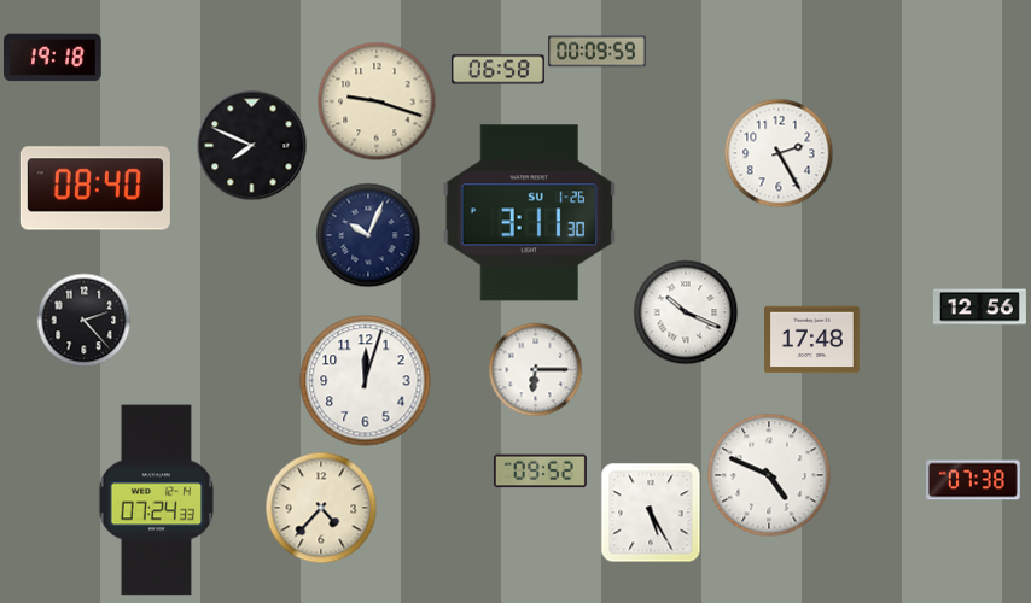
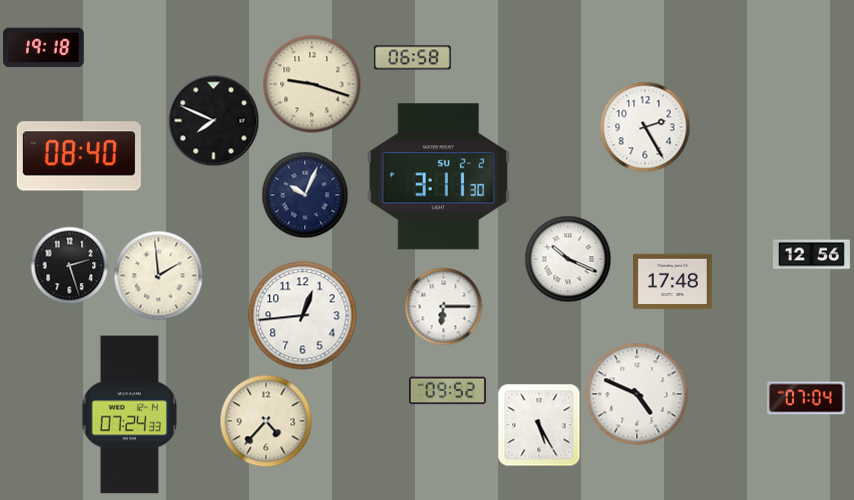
clock at (598, 52): 00:09 -> none
clock at (251, 145) position: (251, 145) -> (213, 120)
clock at (530, 213) date: SU 1-26 -> SU 2-2
clock at (83, 320): 2:23 -> 2:27
clock at (158, 275): none -> 1:59
clock at (366, 381): 12:03 -> 12:44
clock at (974, 480): 07:38 -> 07:04
